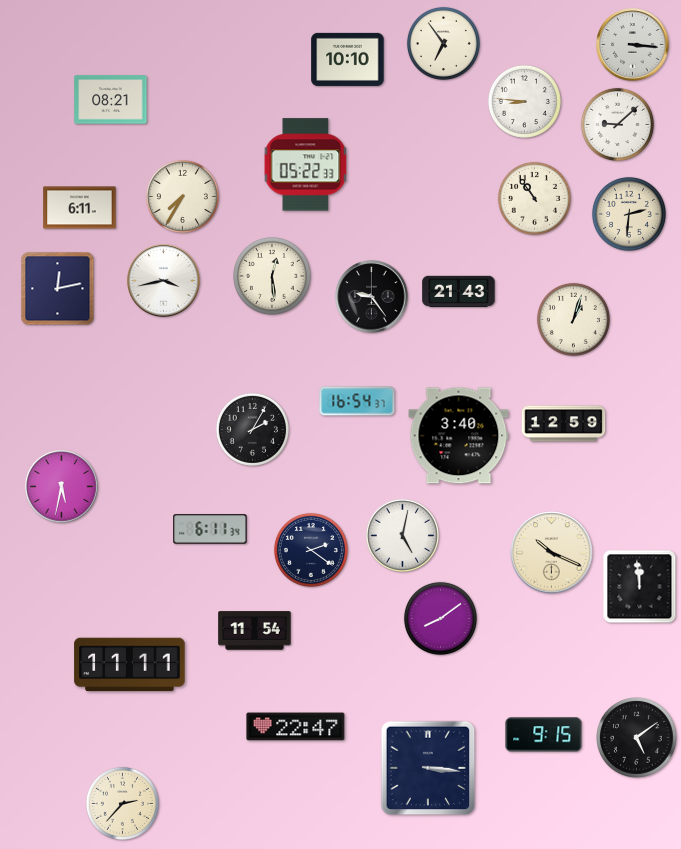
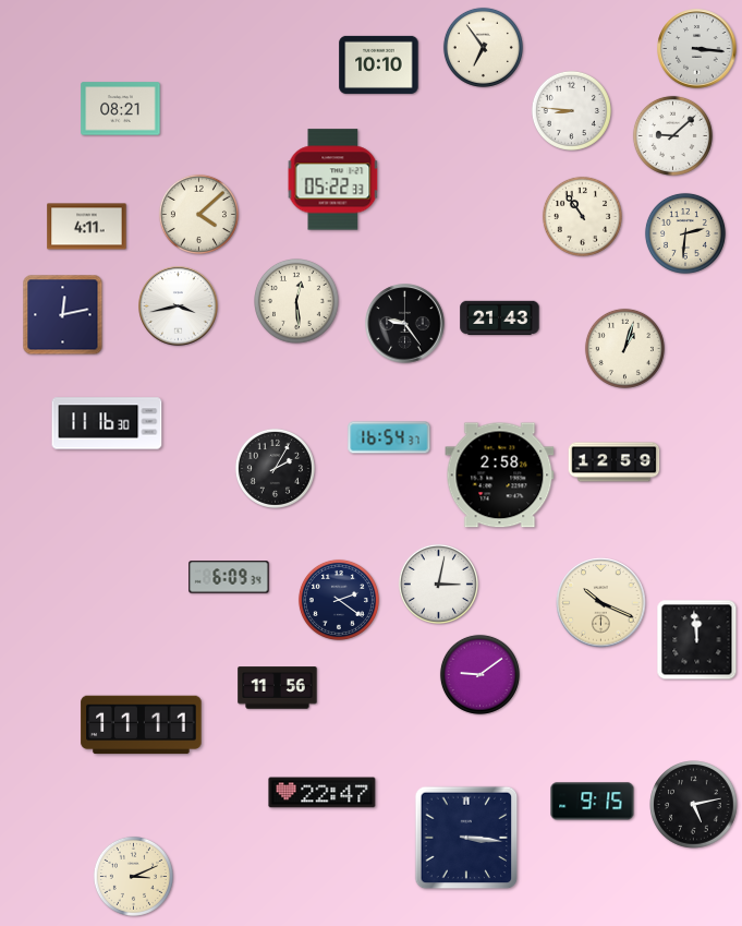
clock at (633, 45) position: (633, 45) -> (697, 49)
clock at (182, 196): 7:35 -> 4:08
clock at (80, 208): 6:11 -> 4:11
clock at (107, 423): none -> 11:16
clock at (459, 436): 3:40 -> 2:58
clock at (62, 487): 5:32 -> none
clock at (210, 529): 6:11 -> 6:09
clock at (402, 535): 5:02 -> 3:02
clock at (440, 618): 8:09 -> 9:09
clock at (255, 631): 11:54 -> 11:56
clock at (637, 738): 5:09 -> 5:13
clock at (122, 803): 2:37 -> 3:11
